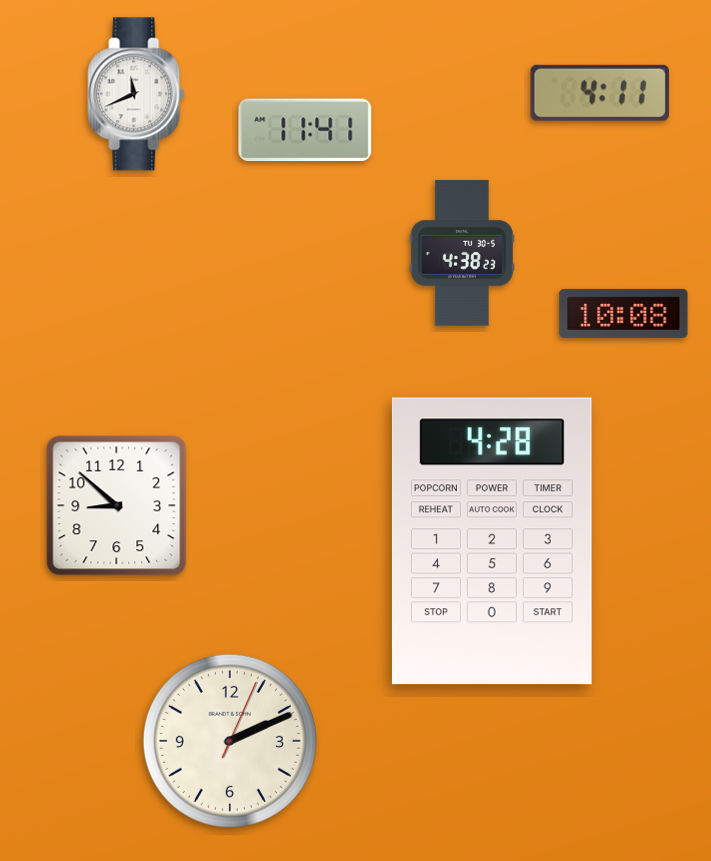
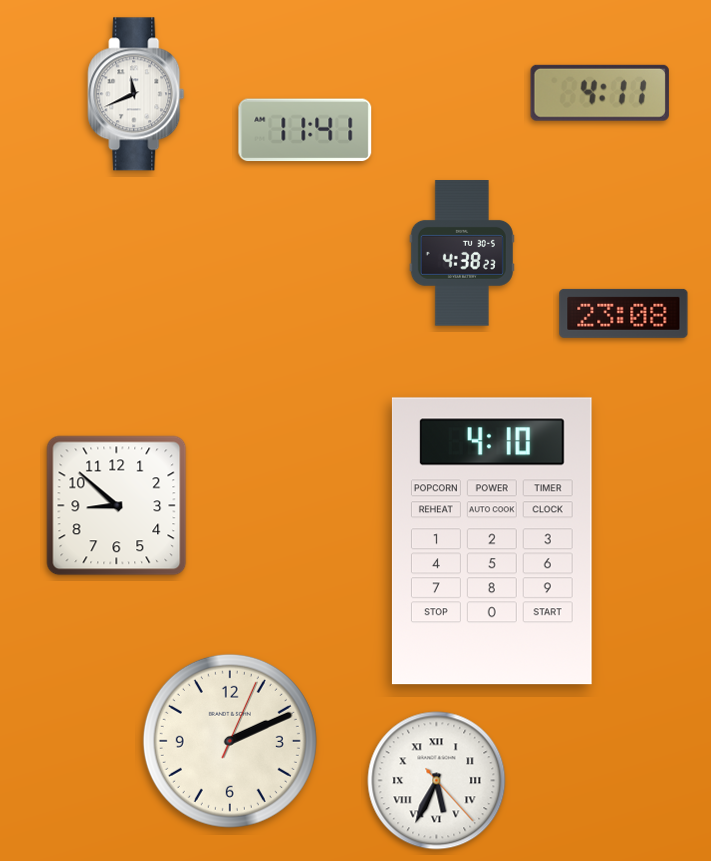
clock at (624, 313): 10:08 -> 23:08
clock at (492, 541): 4:28 -> 4:10
clock at (437, 781): none -> 5:34
